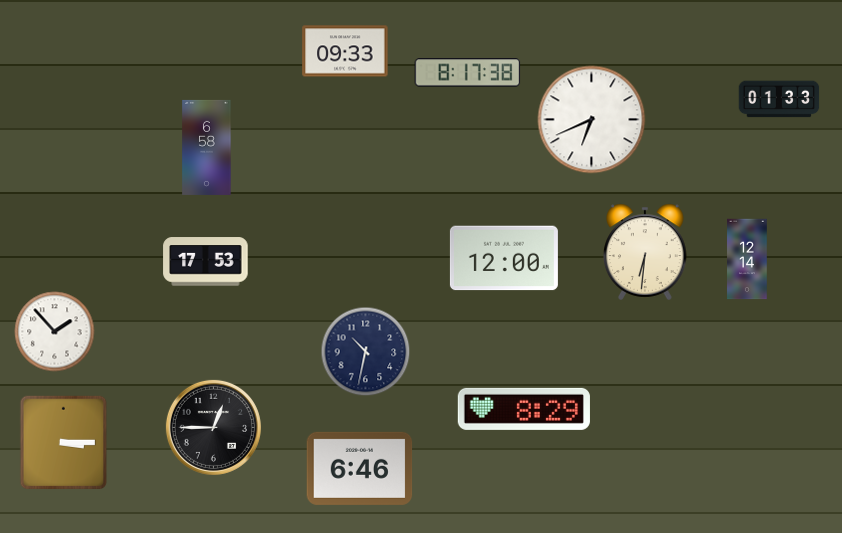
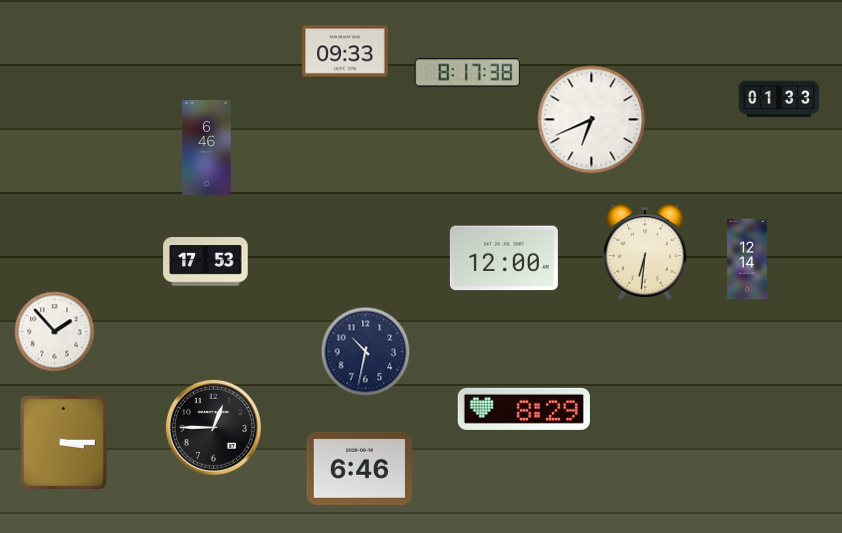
clock at (207, 147): 6:58 -> 6:46
